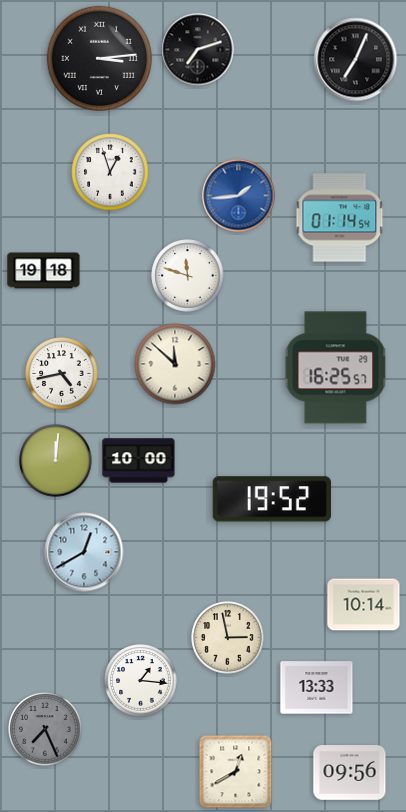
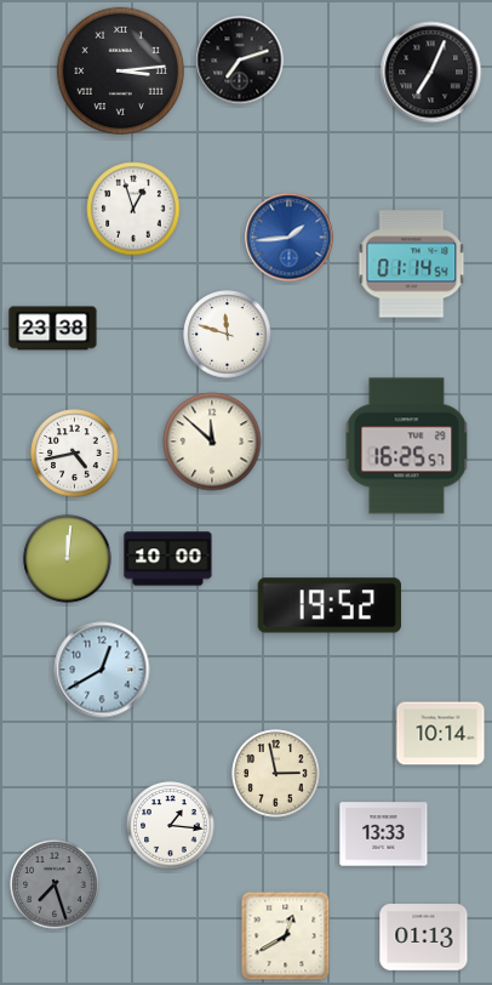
clock at (44, 271): 19:18 -> 23:38
clock at (45, 729): 7:26 -> 7:27
clock at (350, 773): 09:56 -> 01:13
